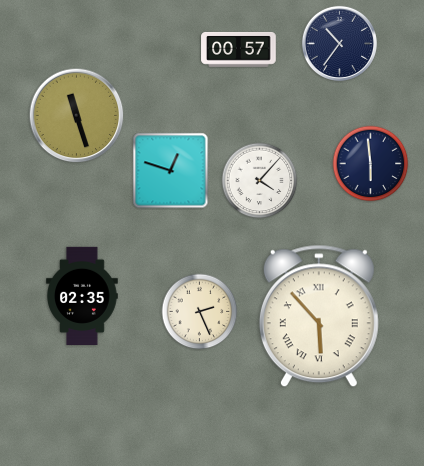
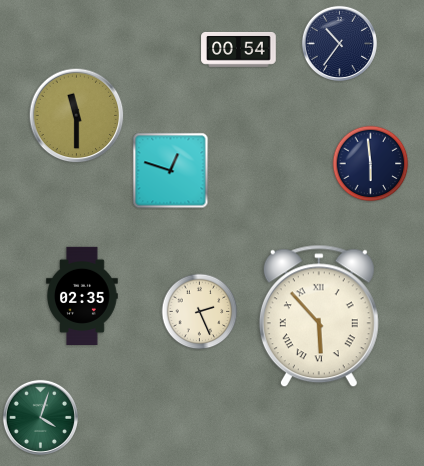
clock at (239, 49): 00:57 -> 00:54
clock at (77, 116): 11:27 -> 11:30
clock at (260, 181): 4:07 -> none
clock at (40, 417): none -> 4:03
